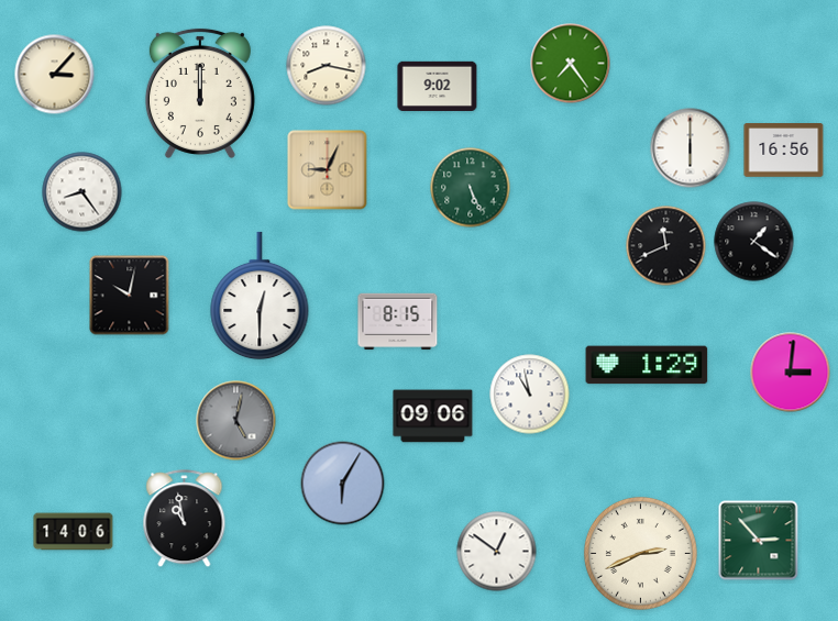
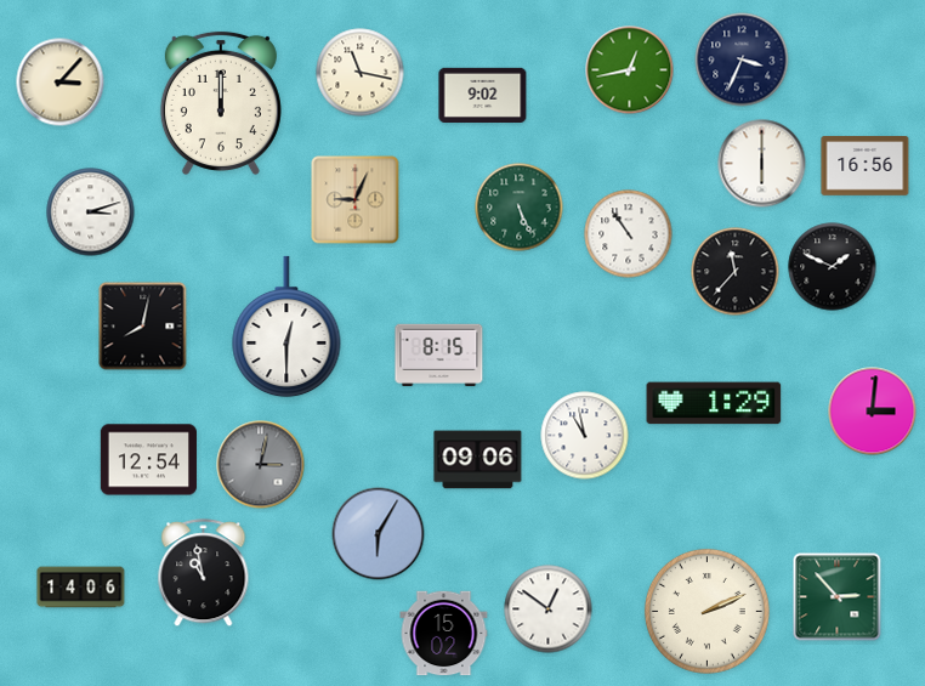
clock at (742, 59): none -> 3:34
clock at (571, 64): 7:24 -> 12:43
clock at (327, 66): 8:17 -> 11:17
clock at (328, 170) position: (328, 170) -> (356, 200)
clock at (82, 192): 8:24 -> 3:12
clock at (629, 234): none -> 10:54
clock at (754, 242): 1:21 -> 1:49
clock at (666, 246): 11:41 -> 11:37
clock at (130, 296): 10:02 -> 8:02
clock at (148, 460): none -> 12:54
clock at (236, 421): 5:02 -> 3:02
clock at (640, 553): 2:41 -> 2:11
clock at (444, 634): none -> 15:02
